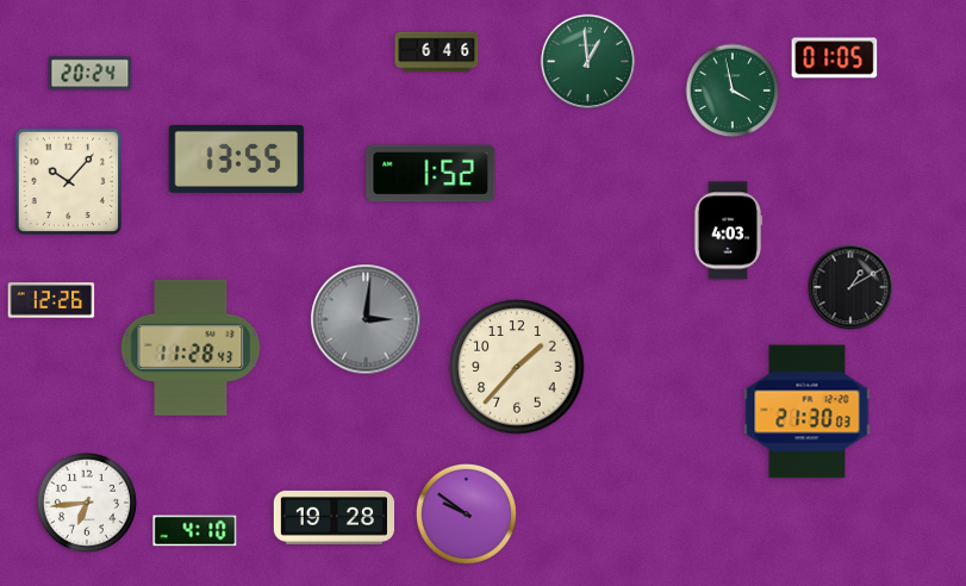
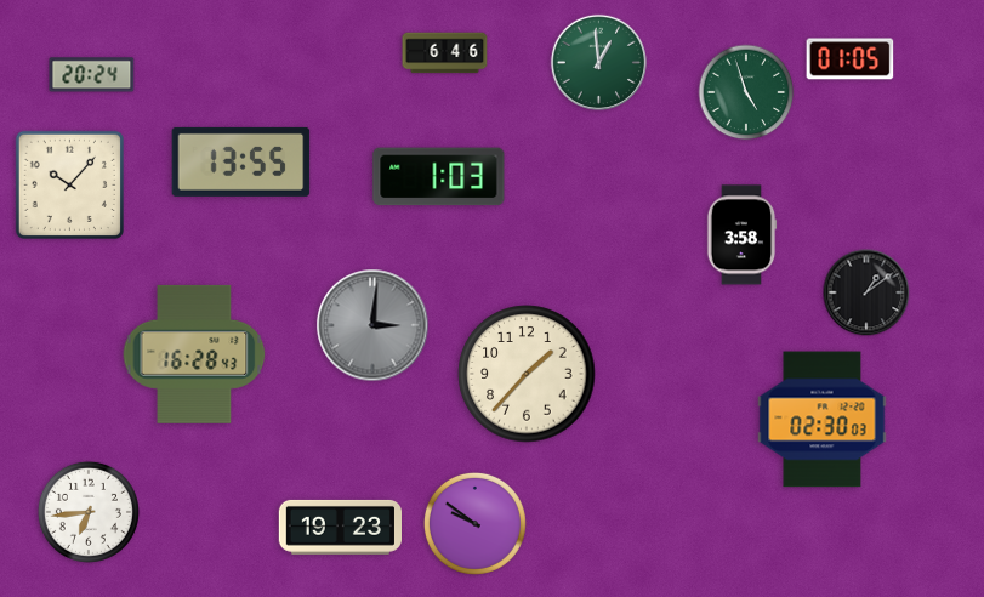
clock at (733, 91): 3:58 -> 4:57
clock at (431, 174): 1:52 -> 1:03
clock at (728, 231): 4:03 -> 3:58
clock at (850, 287): 1:10 -> 1:09
clock at (51, 300): 12:26 -> none
clock at (191, 348): 11:28 -> 16:28
clock at (808, 412): 21:30 -> 02:30
clock at (334, 517): 19:28 -> 19:23
clock at (195, 531): 4:10 -> none
